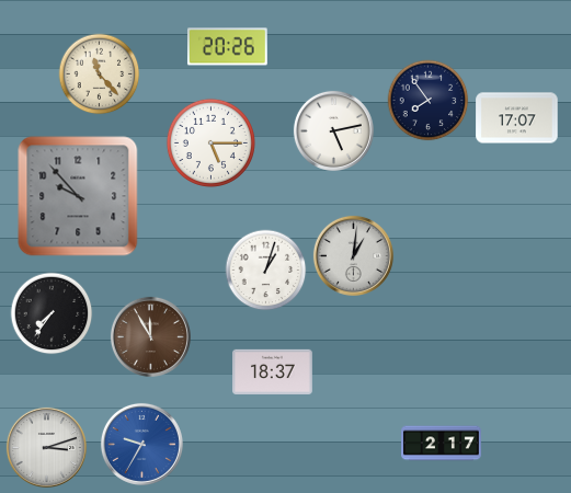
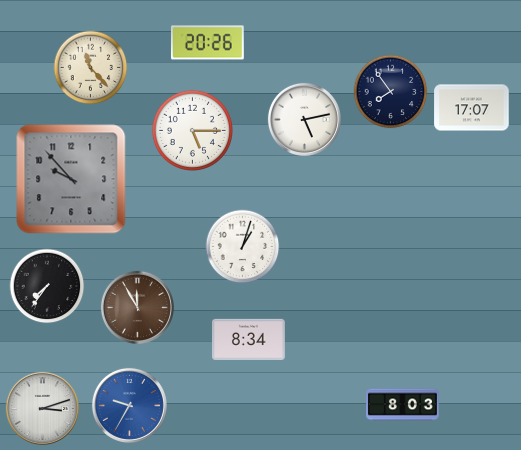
clock at (353, 255): 1:01 -> none
clock at (273, 371): 18:37 -> 8:34
clock at (442, 444): 2:17 -> 8:03
